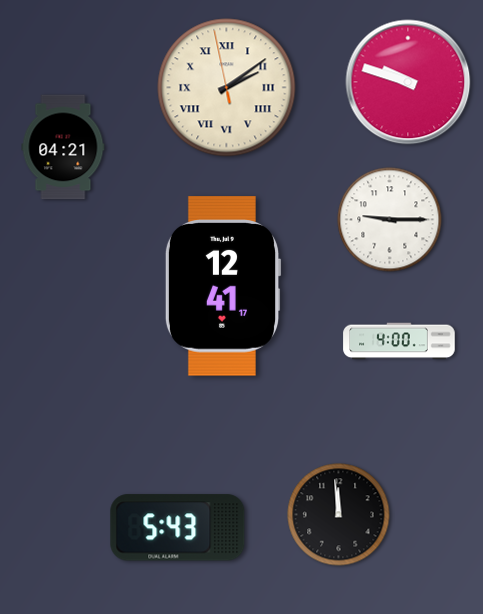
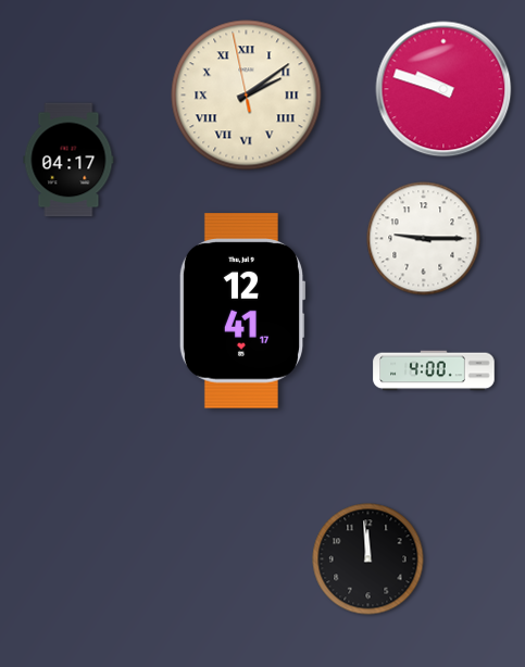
clock at (63, 147): 04:21 -> 04:17
clock at (178, 528): 5:43 -> none
